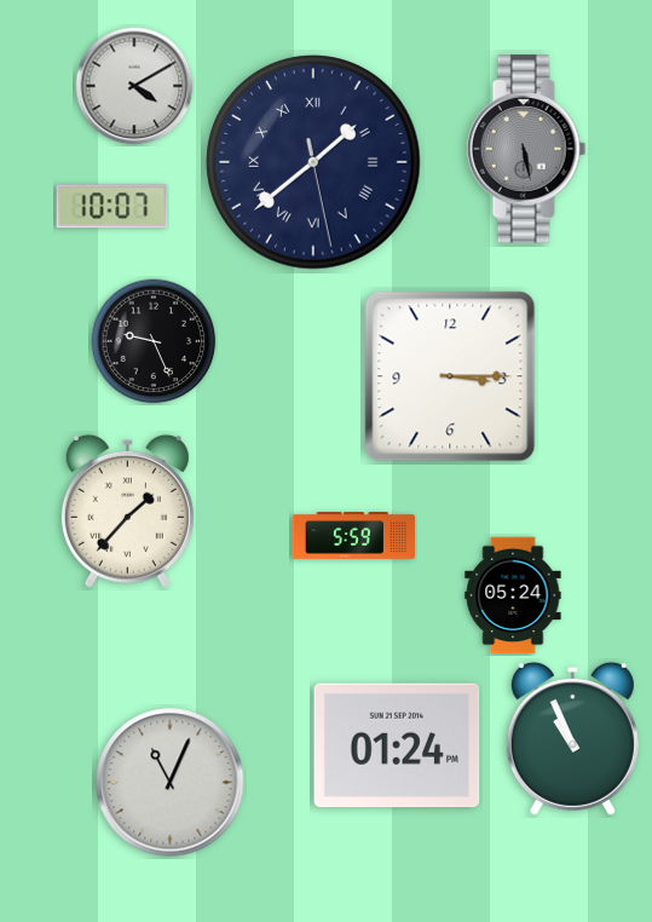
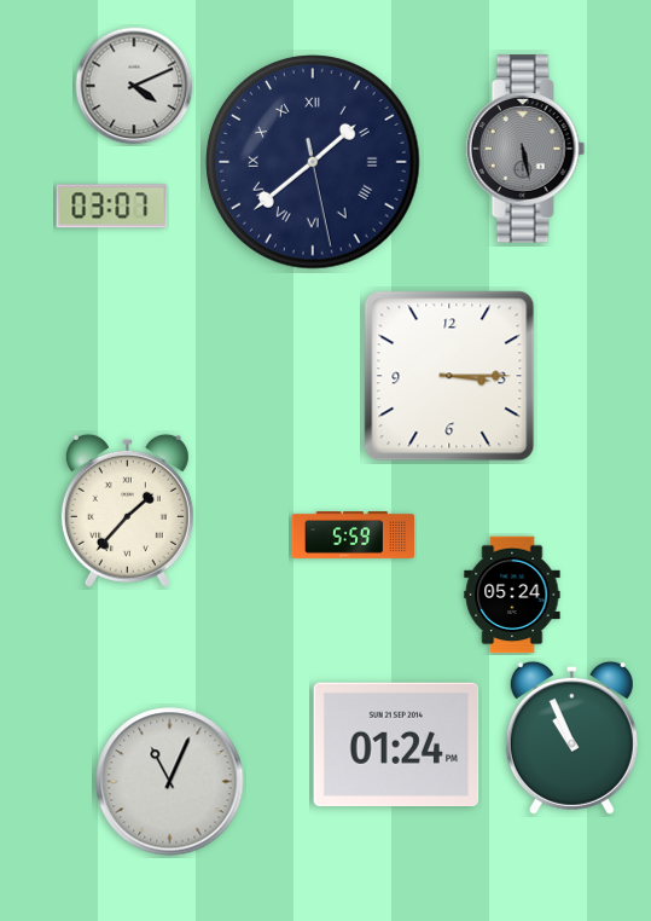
clock at (134, 86): 4:10 -> 4:11
clock at (112, 207): 10:07 -> 03:07
clock at (154, 341): 9:26 -> none
